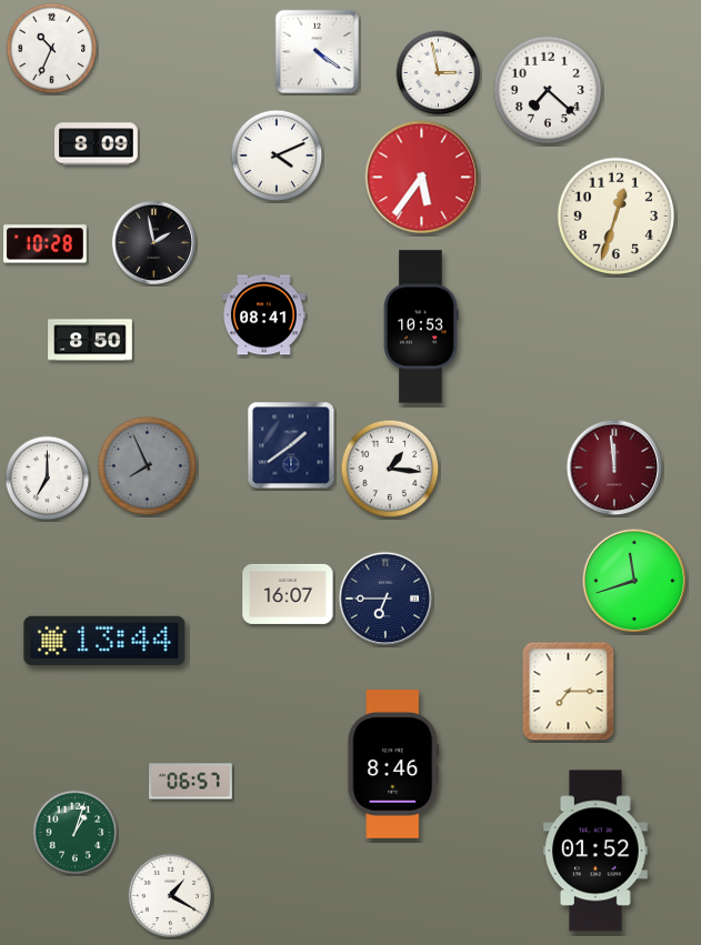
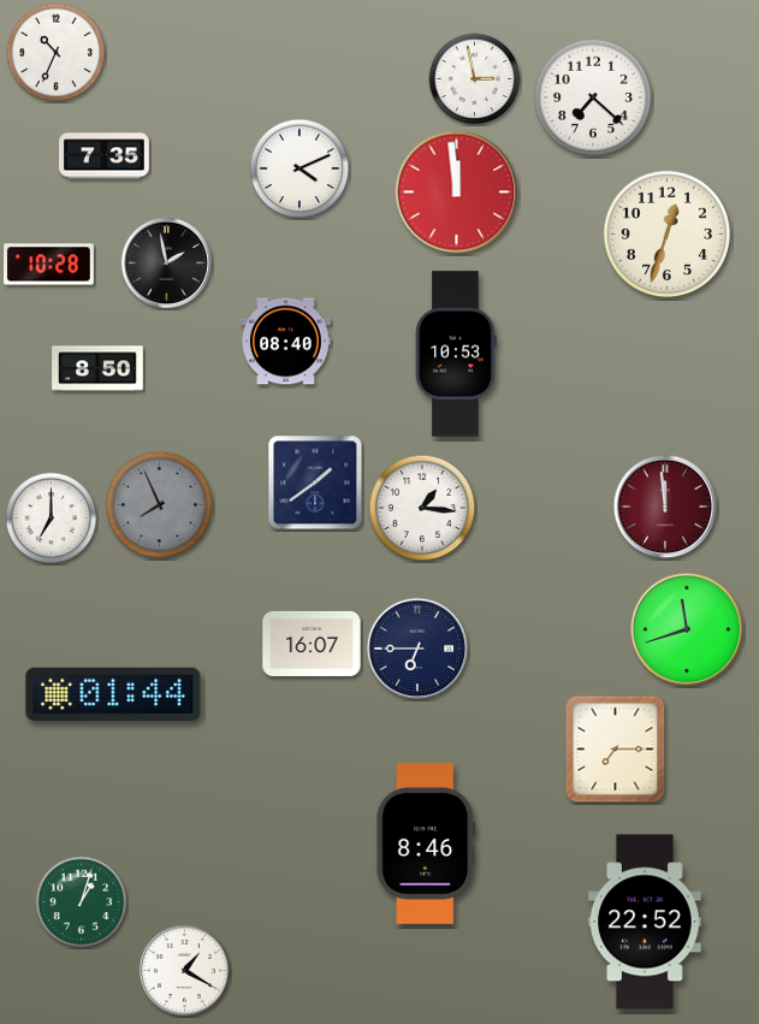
clock at (318, 52): 4:21 -> none
clock at (97, 144): 8:09 -> 7:35
clock at (422, 178): 5:36 -> 11:59
clock at (264, 315): 08:41 -> 08:40
clock at (104, 641): 13:44 -> 01:44
clock at (393, 765) position: (393, 765) -> (426, 845)
clock at (191, 782): 06:57 -> none
clock at (597, 851): 01:52 -> 22:52
